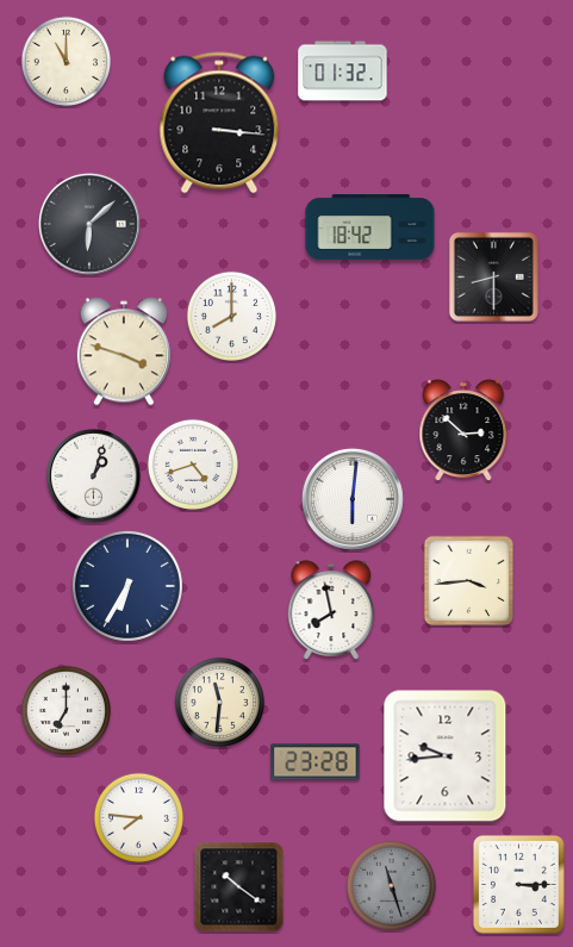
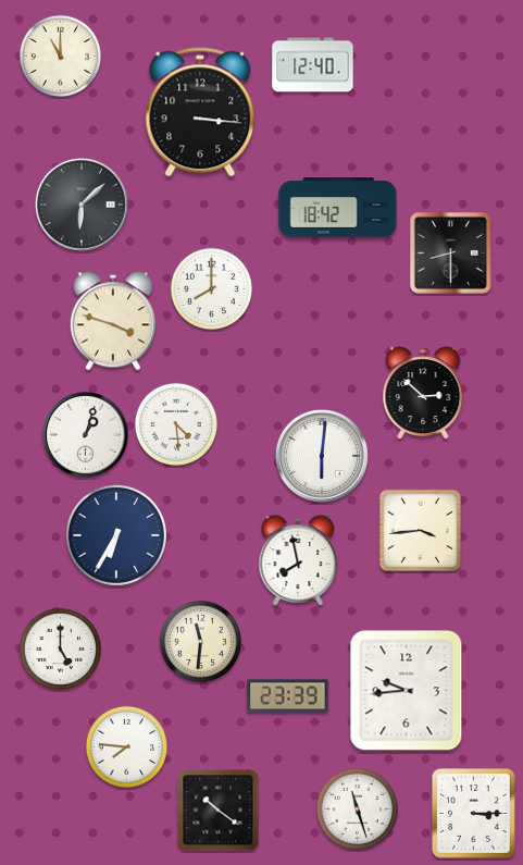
clock at (343, 71): 01:32 -> 12:40
clock at (193, 465): 4:42 -> 4:29
clock at (469, 581) position: (469, 581) -> (421, 531)
clock at (331, 610) position: (331, 610) -> (298, 560)
clock at (66, 710): 7:00 -> 5:00
clock at (316, 762): 23:28 -> 23:39
clock at (518, 884) position: (518, 884) -> (473, 813)
clock at (391, 885) dial: grey -> white
